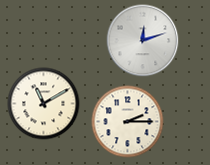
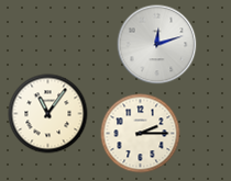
clock at (44, 104): 11:10 -> 11:06
